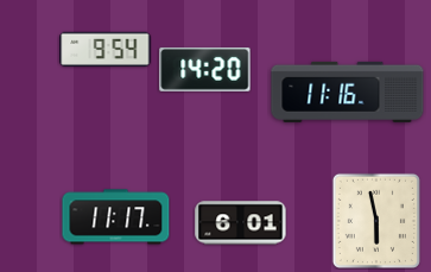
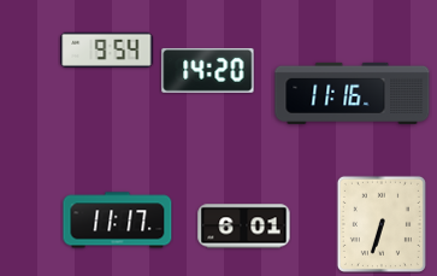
clock at (376, 221): 5:58 -> 6:33
